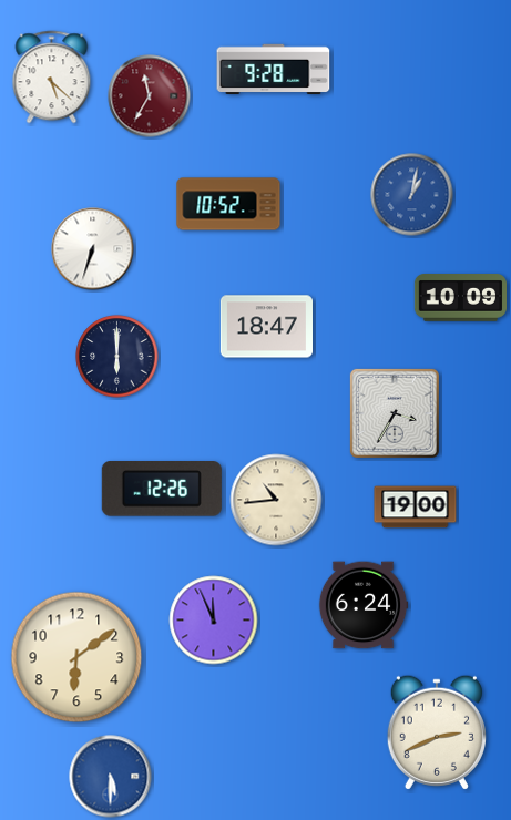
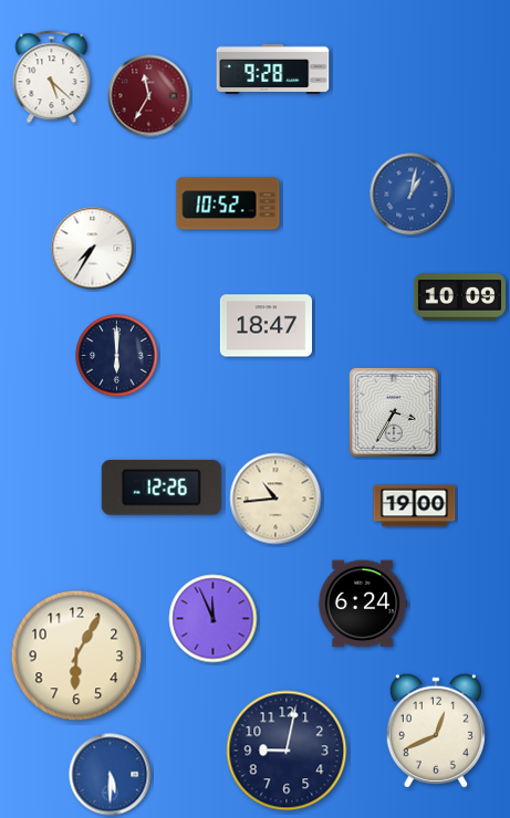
clock at (93, 249): 6:33 -> 7:35
clock at (76, 657): 6:09 -> 6:05
clock at (437, 732): 2:41 -> 12:41
clock at (287, 751): none -> 9:02
